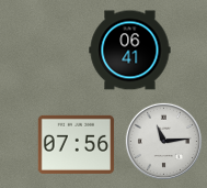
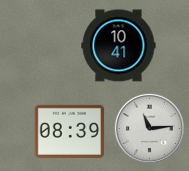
clock at (130, 51): 06:41 -> 10:41
clock at (77, 144): 07:56 -> 08:39
